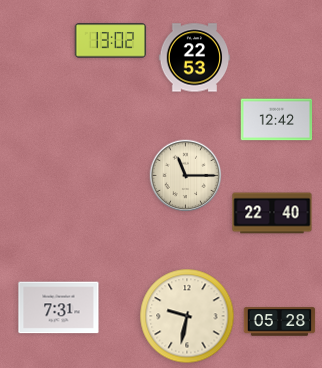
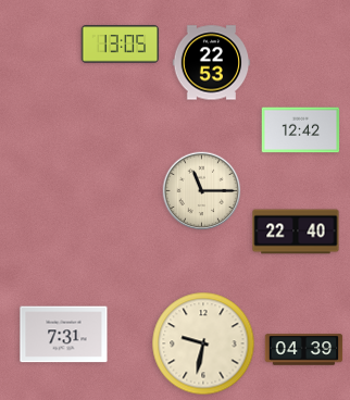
clock at (111, 41): 13:02 -> 13:05
clock at (280, 322): 05:28 -> 04:39
